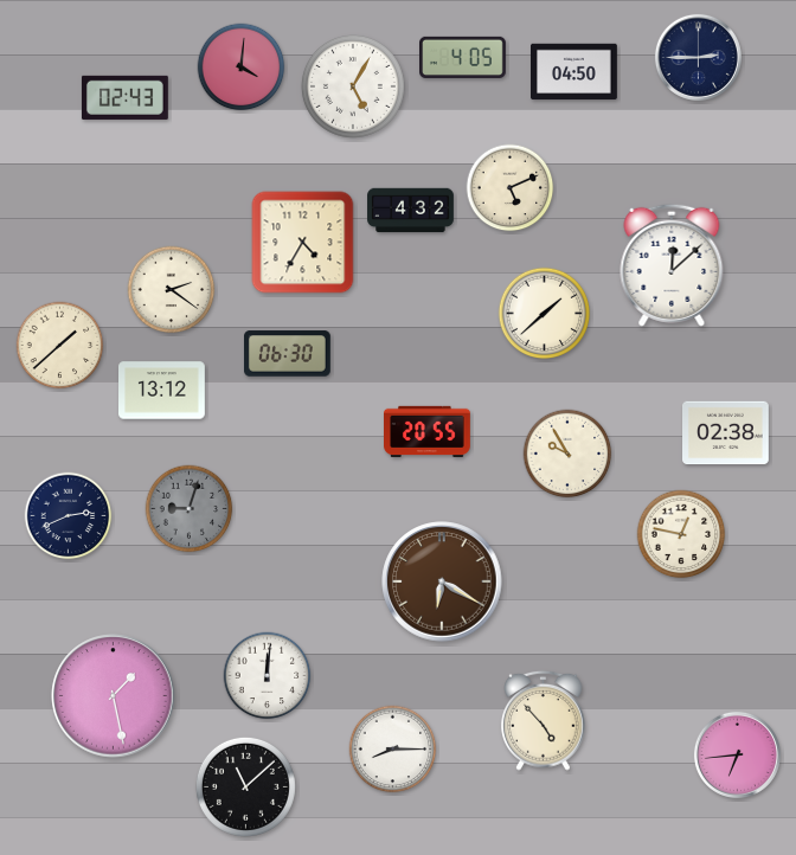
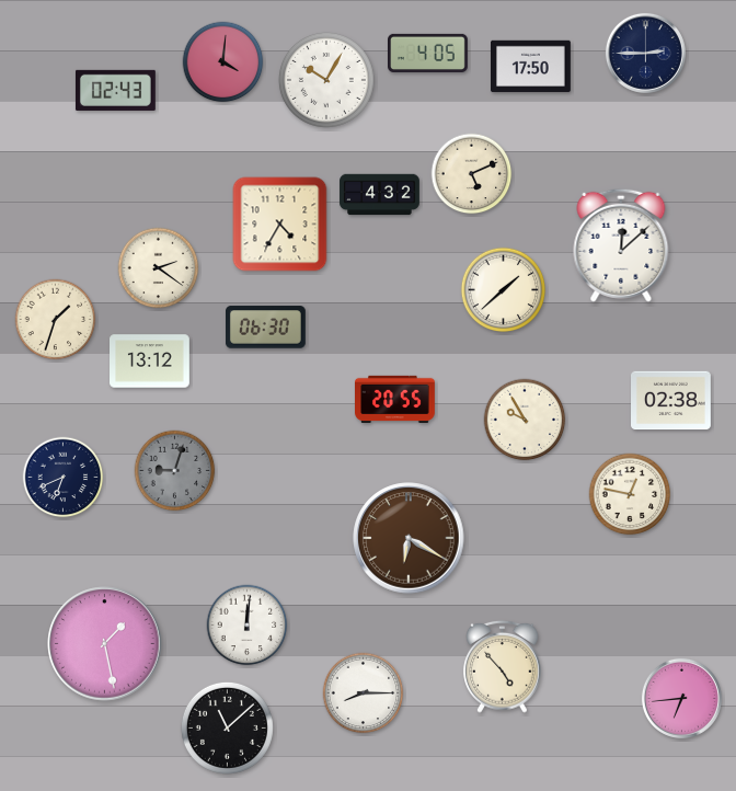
clock at (574, 72): 04:50 -> 17:50
clock at (353, 86): 5:05 -> 10:05
clock at (60, 346): 1:38 -> 1:33
clock at (69, 516): 2:41 -> 6:41
